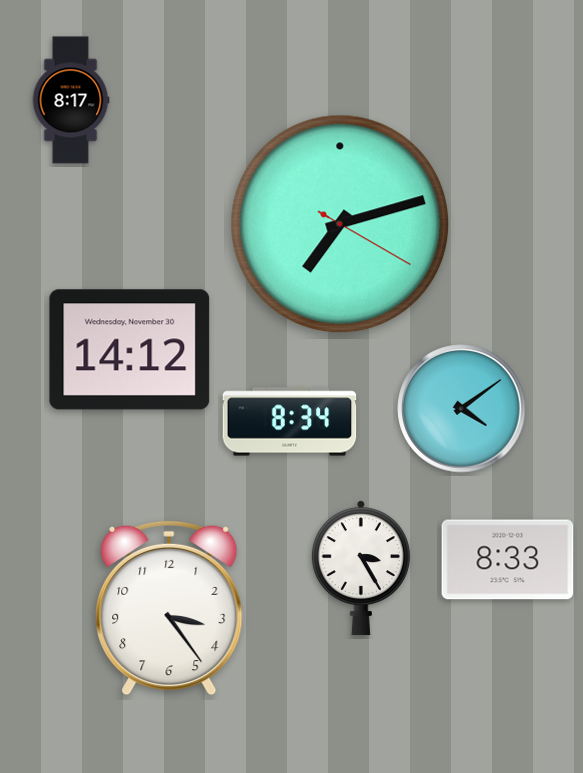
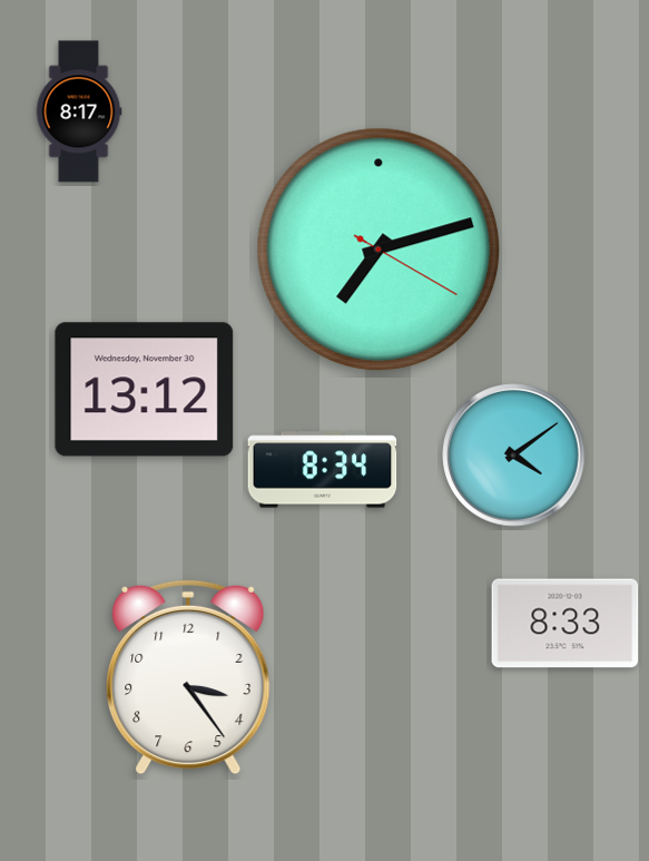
clock at (130, 350): 14:12 -> 13:12
clock at (361, 568): 3:25 -> none
